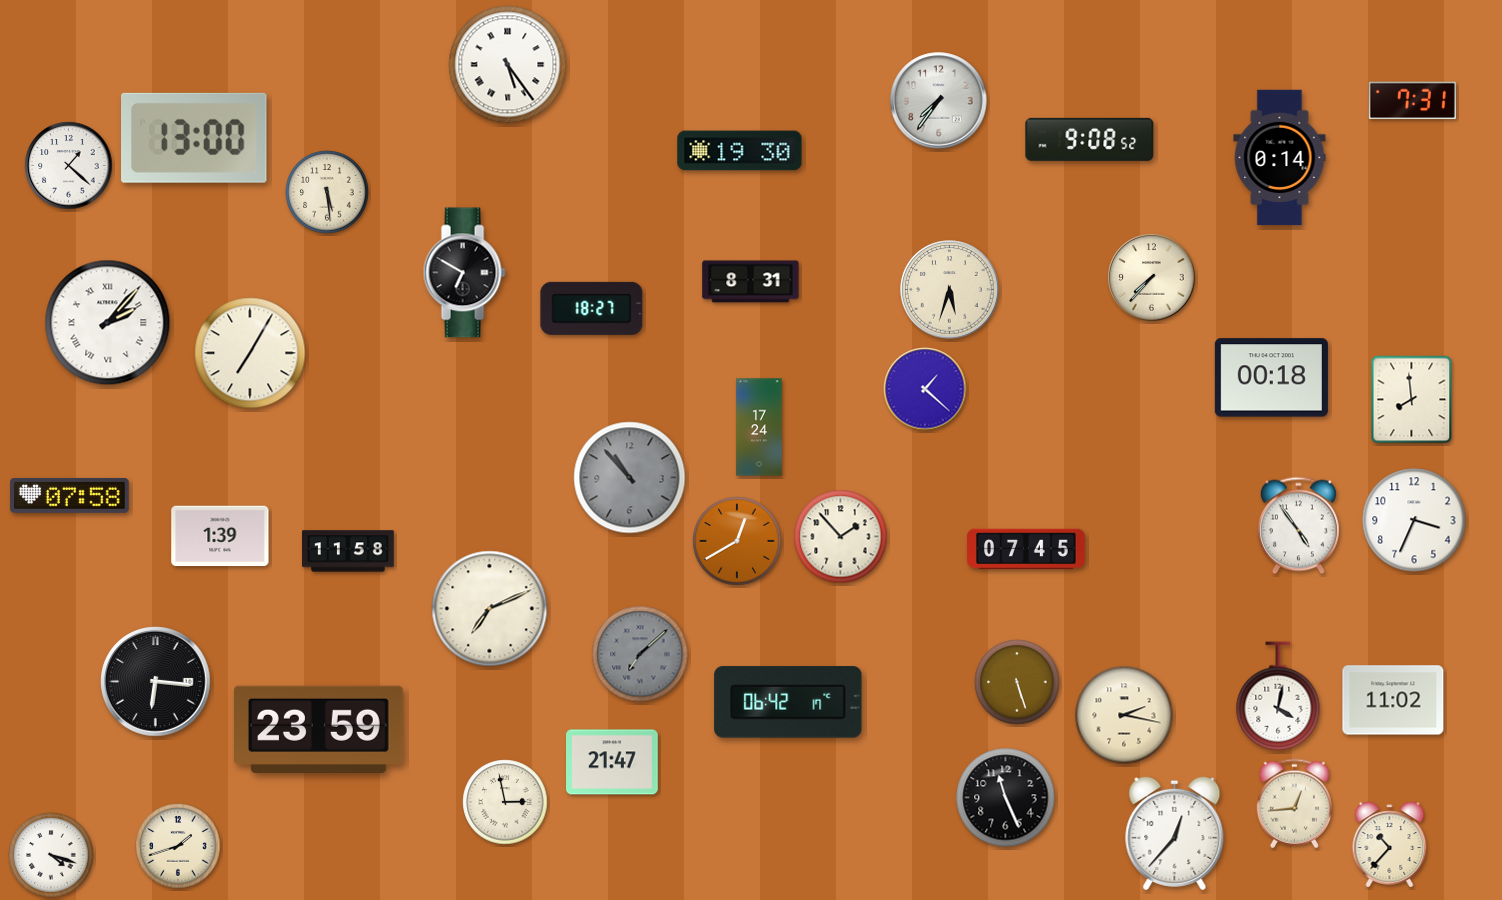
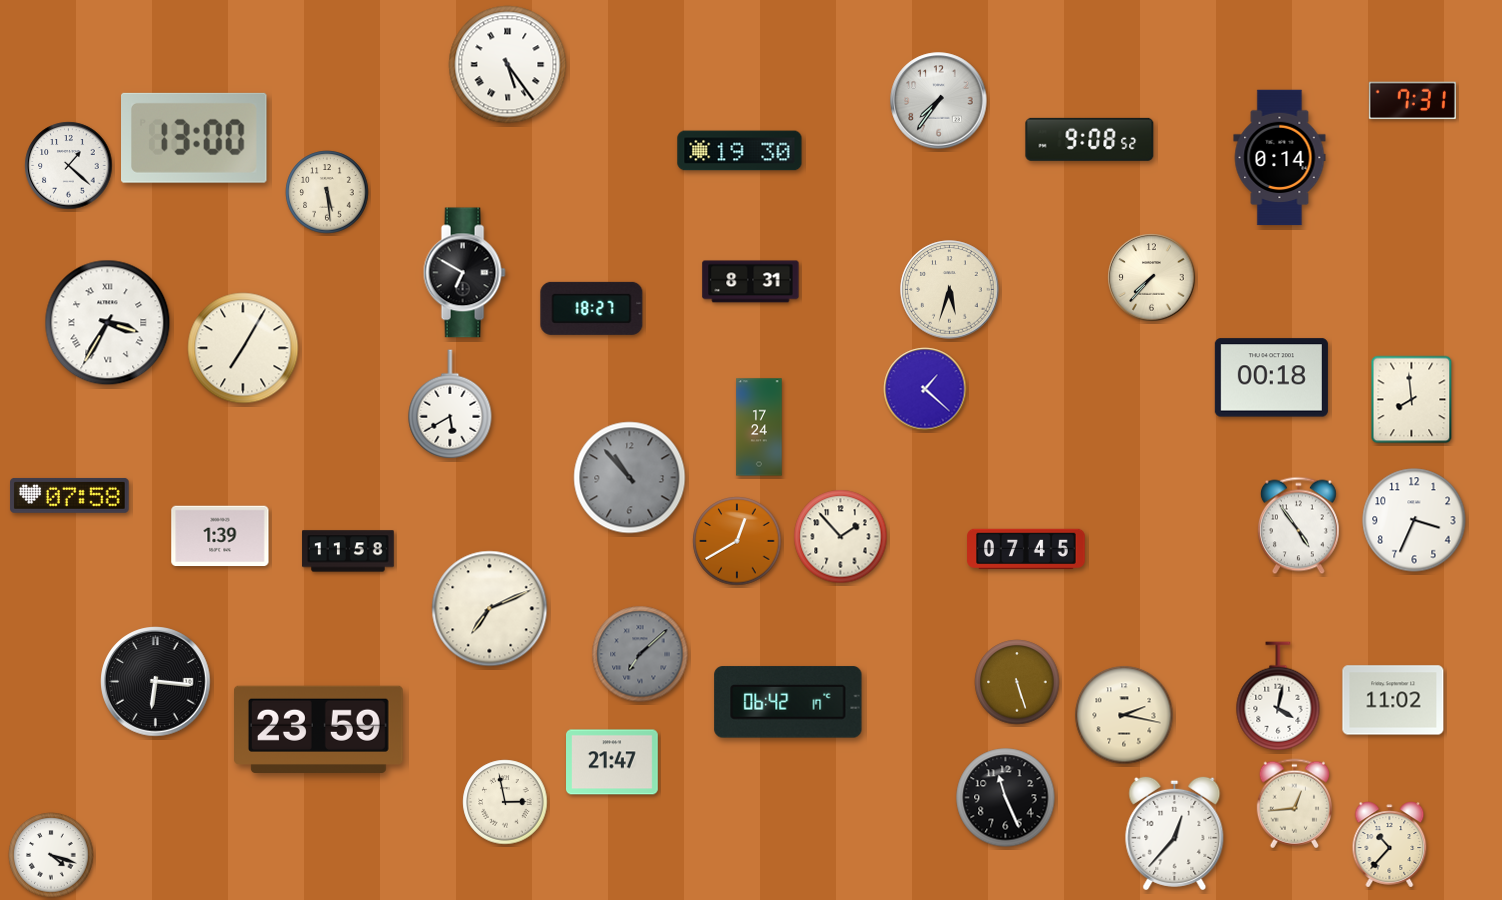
clock at (108, 323): 2:07 -> 3:35
clock at (250, 353) position: (250, 353) -> (243, 348)
clock at (450, 404): none -> 5:40
clock at (178, 846): 1:42 -> none
